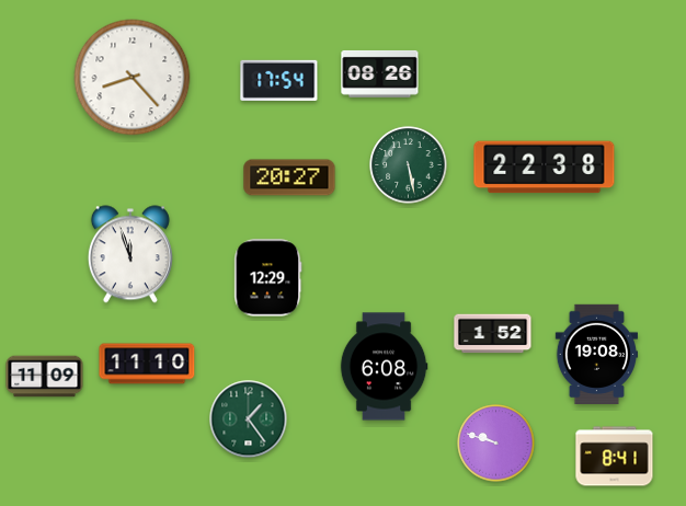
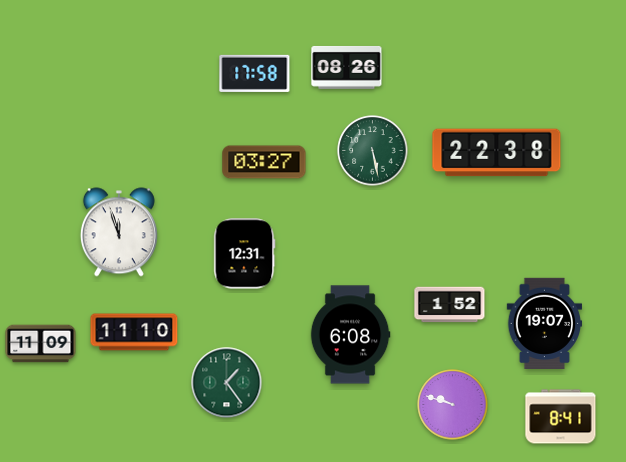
clock at (133, 78): 8:23 -> none
clock at (279, 80): 17:54 -> 17:58
clock at (289, 177): 20:27 -> 03:27
clock at (268, 278): 12:29 -> 12:31
clock at (597, 354): 19:08 -> 19:07
